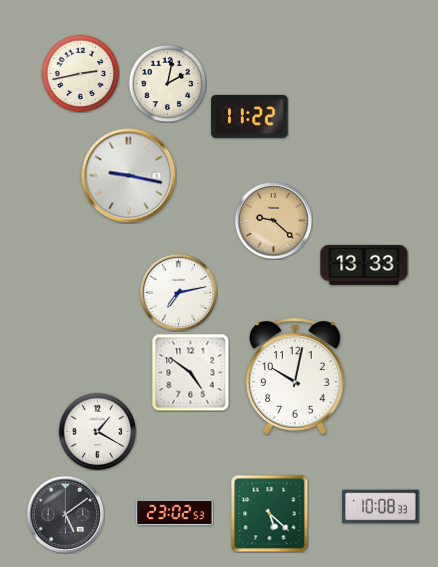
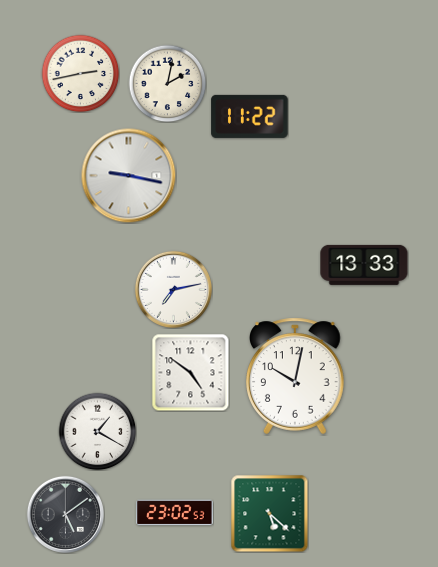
clock at (273, 220): 9:22 -> none
clock at (178, 292) position: (178, 292) -> (173, 289)
clock at (381, 507): 10:08 -> none
